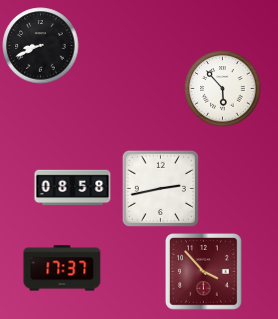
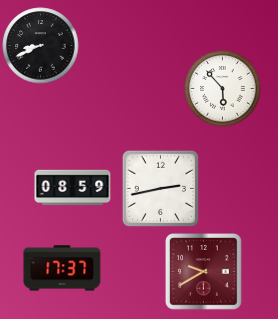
clock at (73, 188): 08:58 -> 08:59
clock at (204, 272): 3:53 -> 9:40
